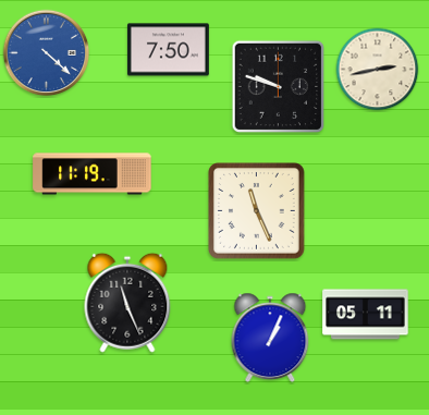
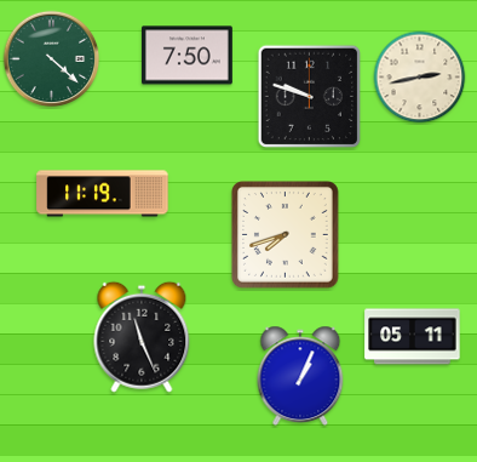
clock at (47, 53) dial: blue -> green
clock at (257, 211): 11:26 -> 7:42
clock at (366, 315) position: (366, 315) -> (413, 337)
